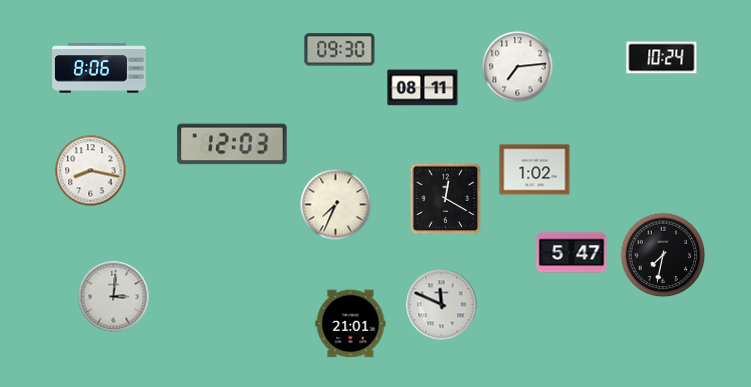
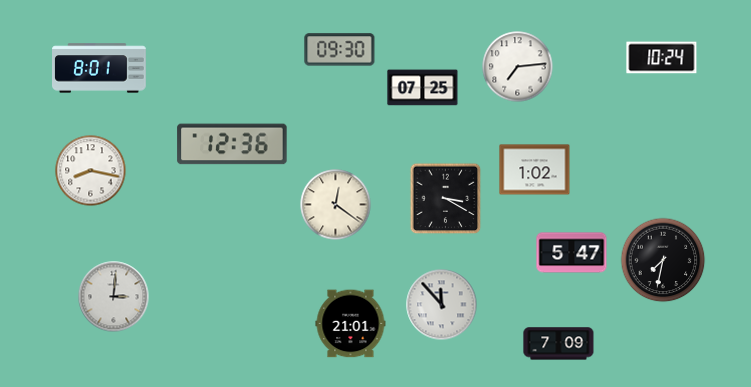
clock at (100, 68): 8:06 -> 8:01
clock at (423, 88): 08:11 -> 07:25
clock at (232, 144): 12:03 -> 12:36
clock at (446, 199): 12:20 -> 3:20
clock at (336, 205): 7:34 -> 12:21
clock at (663, 255) position: (663, 255) -> (663, 260)
clock at (442, 305): 11:49 -> 11:53
clock at (559, 344): none -> 7:09
